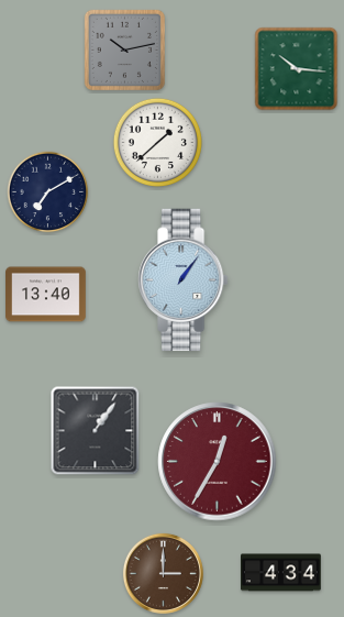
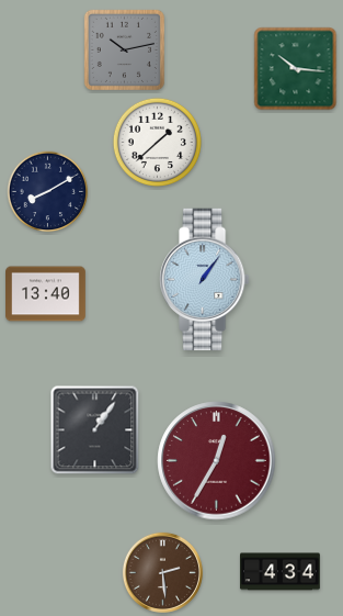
clock at (48, 192): 7:10 -> 8:10
clock at (184, 280) position: (184, 280) -> (205, 280)
clock at (163, 573): 3:00 -> 2:29
